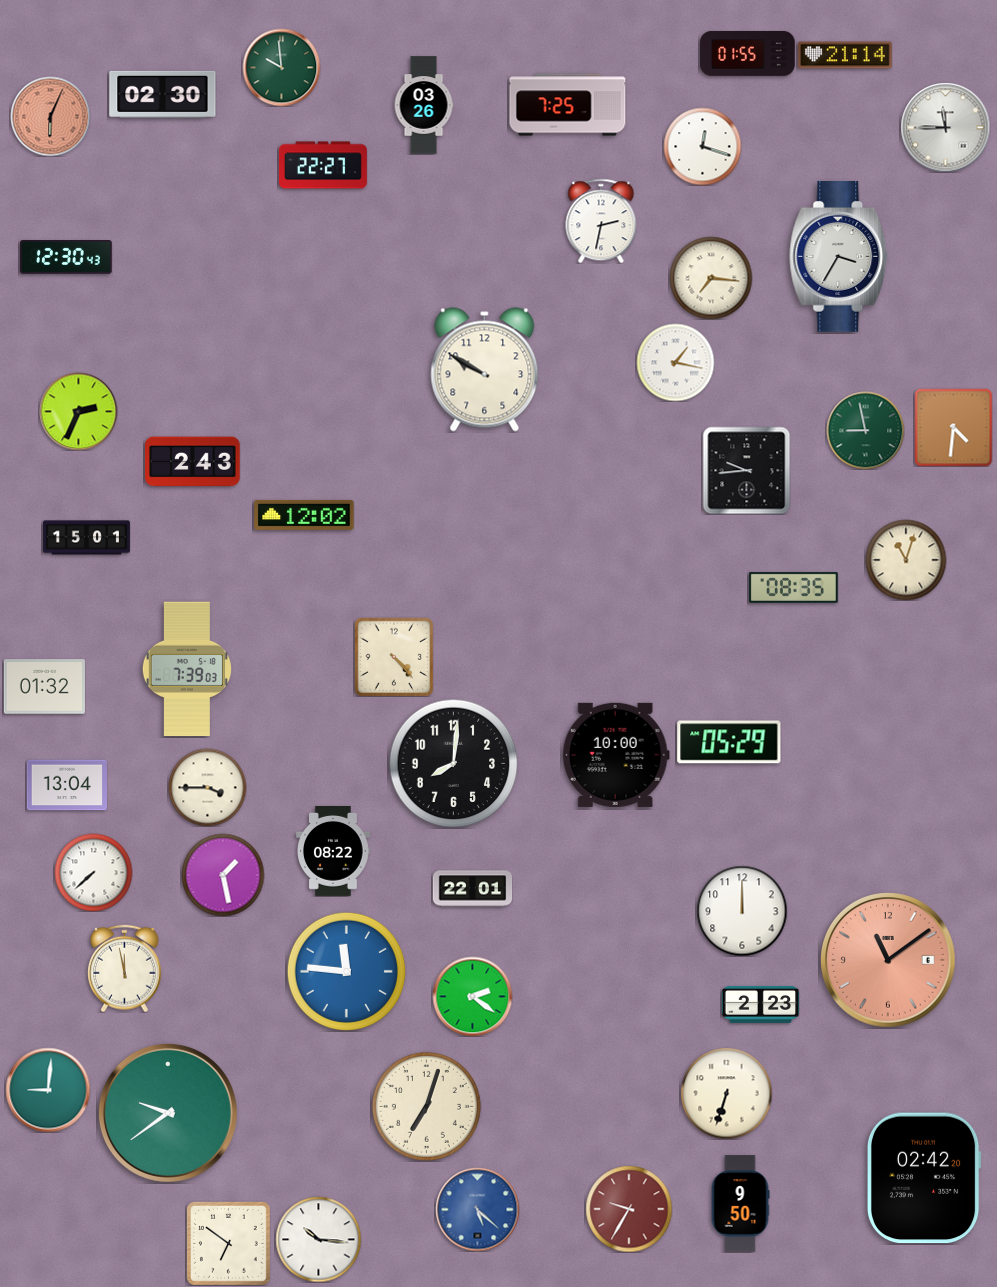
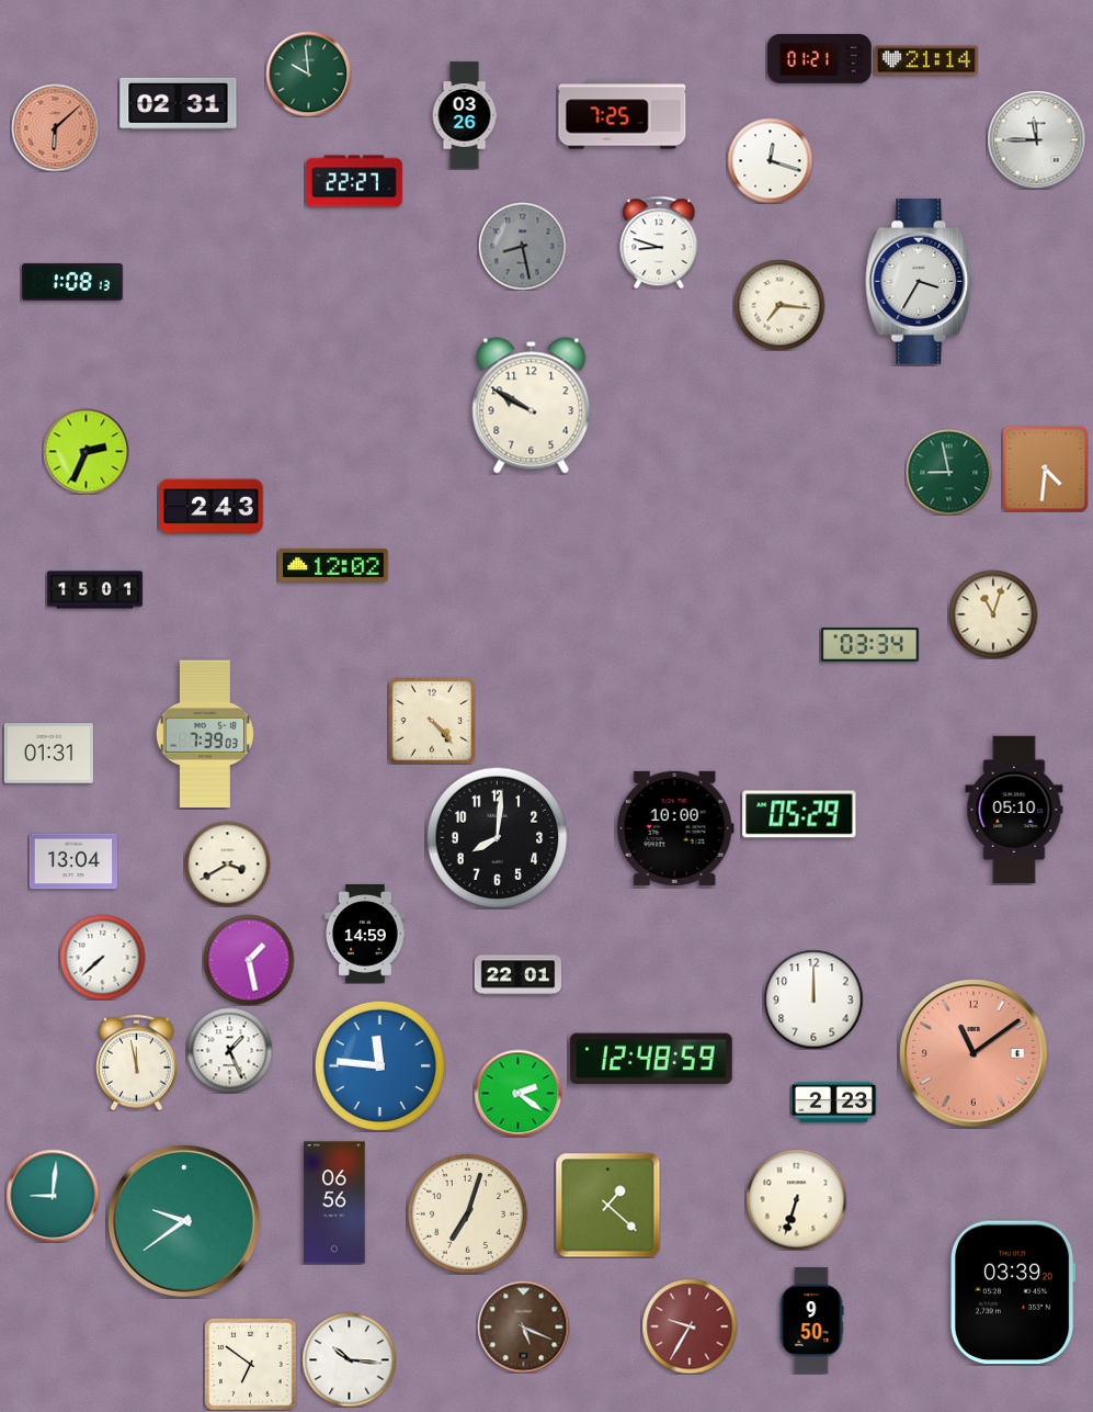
clock at (748, 53): 01:55 -> 01:21
clock at (163, 94): 02:30 -> 02:31
clock at (50, 116): 6:04 -> 6:08
clock at (601, 221): 2:32 -> 8:48
clock at (522, 246): none -> 8:28
clock at (67, 257): 12:30 -> 1:08
clock at (675, 362): 1:17 -> none
clock at (746, 470): 9:44 -> none
clock at (793, 587): 08:35 -> 03:34
clock at (44, 687): 01:32 -> 01:31
clock at (1014, 810): none -> 05:10
clock at (207, 787): 3:45 -> 3:40
clock at (334, 851): 08:22 -> 14:59
clock at (223, 875) position: (223, 875) -> (249, 960)
clock at (229, 1050): none -> 1:26
clock at (651, 1059): none -> 12:48
clock at (334, 1202): none -> 06:56
clock at (607, 1205): none -> 1:22
clock at (924, 1178): 02:42 -> 03:39
clock at (477, 1209): 5:22 -> 5:19
clock at (477, 1209) dial: blue -> brown
